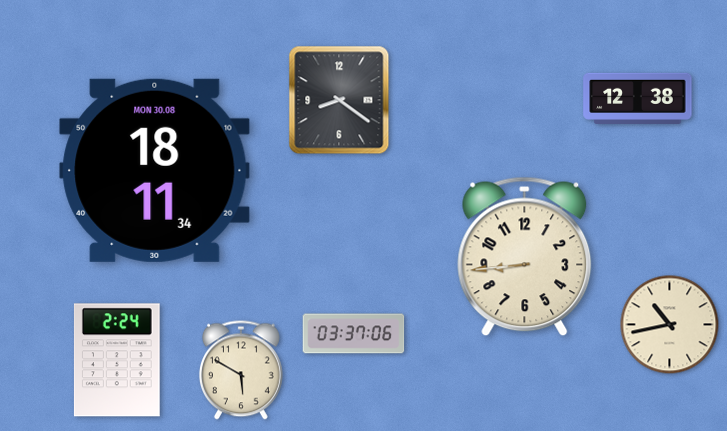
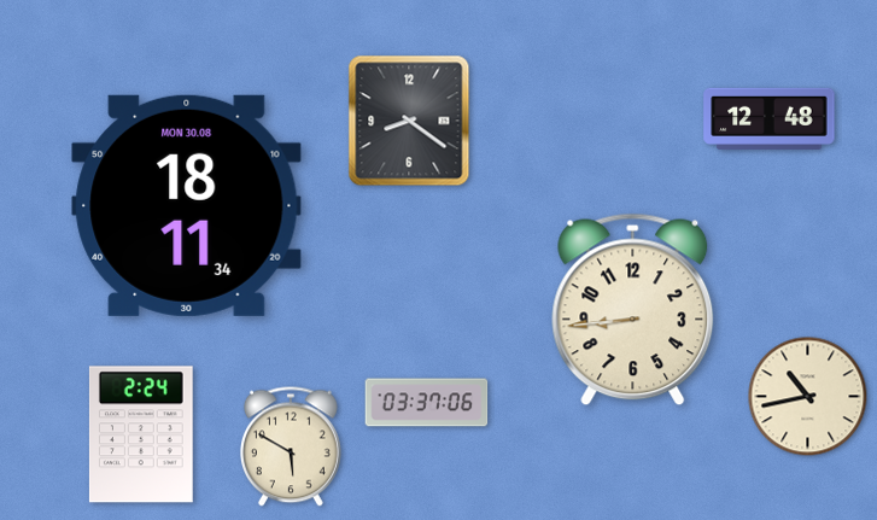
clock at (638, 98): 12:38 -> 12:48
clock at (670, 325) position: (670, 325) -> (808, 397)
